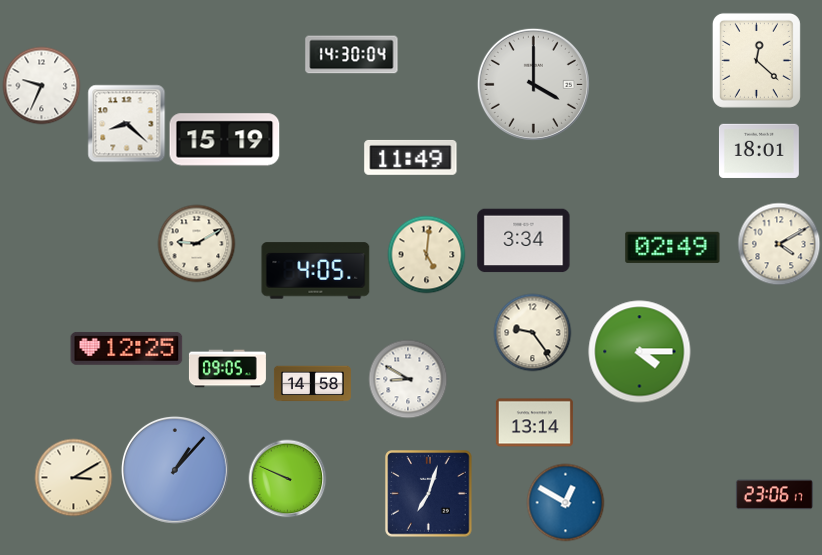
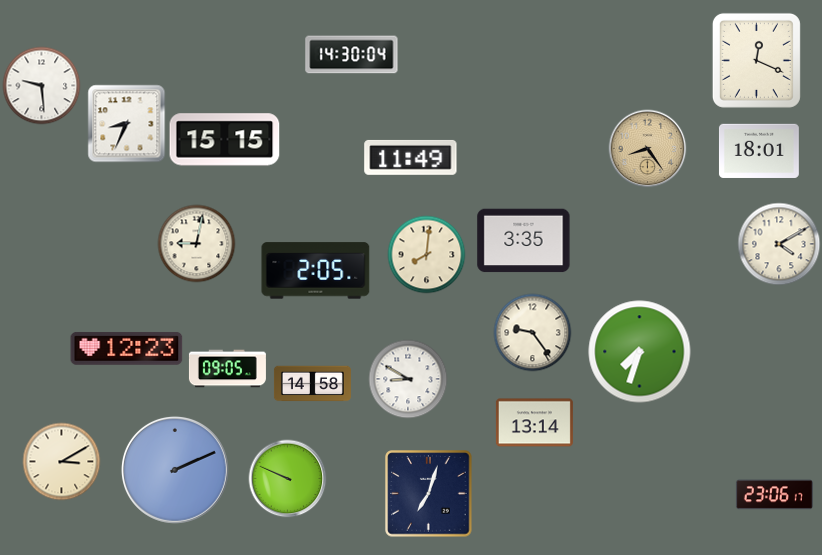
clock at (756, 60): 12:22 -> 12:19
clock at (533, 84): 4:00 -> none
clock at (41, 85): 9:34 -> 9:29
clock at (126, 123): 8:22 -> 8:34
clock at (225, 140): 15:19 -> 15:15
clock at (647, 148): none -> 8:24
clock at (524, 241): 3:34 -> 3:35
clock at (196, 243): 9:10 -> 9:02
clock at (673, 247): 02:49 -> none
clock at (426, 254): 5:01 -> 8:01
clock at (316, 271): 4:05 -> 2:05
clock at (127, 349): 12:25 -> 12:23
clock at (640, 352): 4:15 -> 7:33
clock at (175, 470): 1:07 -> 2:11
clock at (73, 477) position: (73, 477) -> (61, 461)
clock at (565, 502): 12:50 -> none
